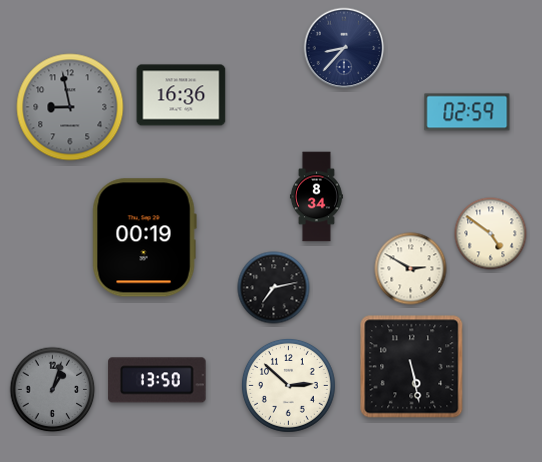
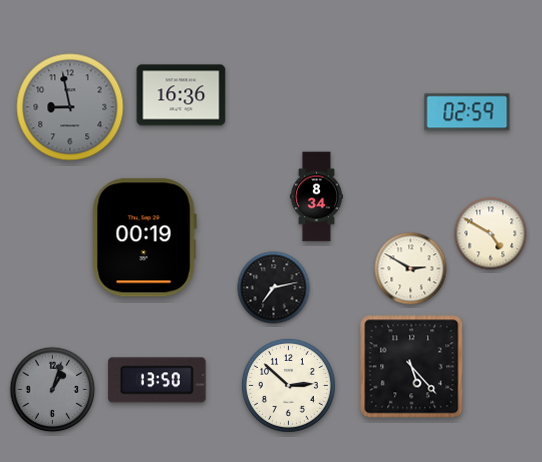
clock at (344, 48): 8:37 -> none
clock at (491, 234): 4:51 -> 4:50
clock at (412, 367): 5:28 -> 5:23
